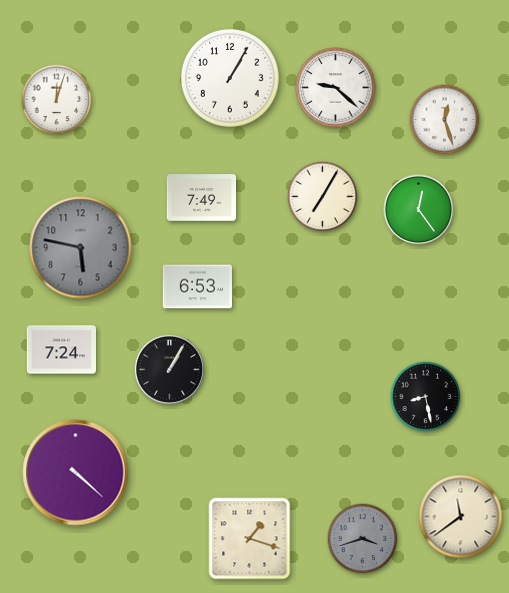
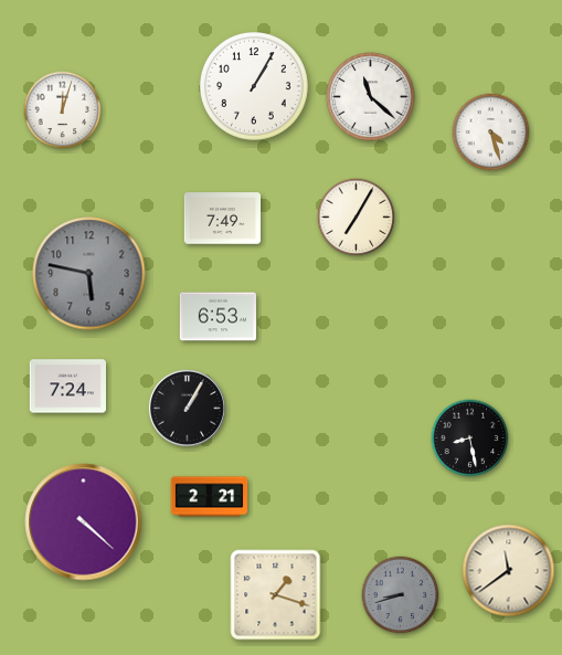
clock at (336, 88): 9:22 -> 11:22
clock at (445, 120): 12:27 -> 4:27
clock at (419, 210): 12:24 -> none
clock at (210, 497): none -> 2:21
clock at (363, 539): 3:42 -> 8:42
